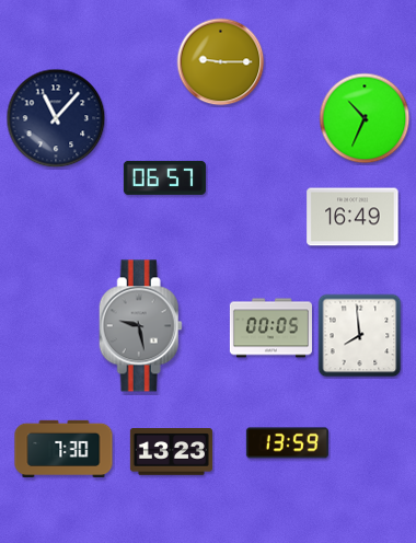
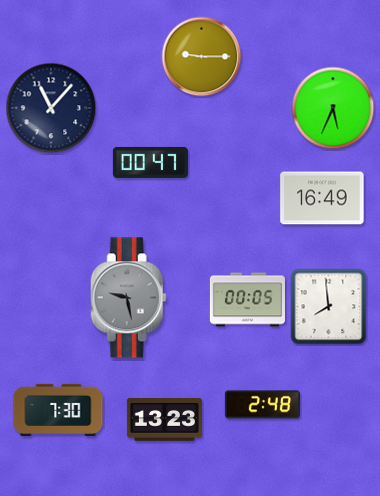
clock at (365, 118): 10:34 -> 5:34
clock at (164, 177): 06:57 -> 00:47
clock at (287, 443): 13:59 -> 2:48
clock at (171, 452) position: (171, 452) -> (164, 420)
